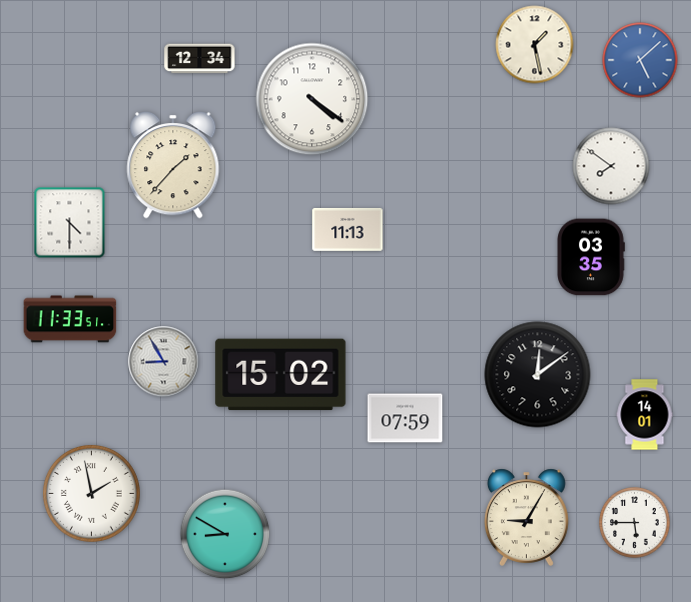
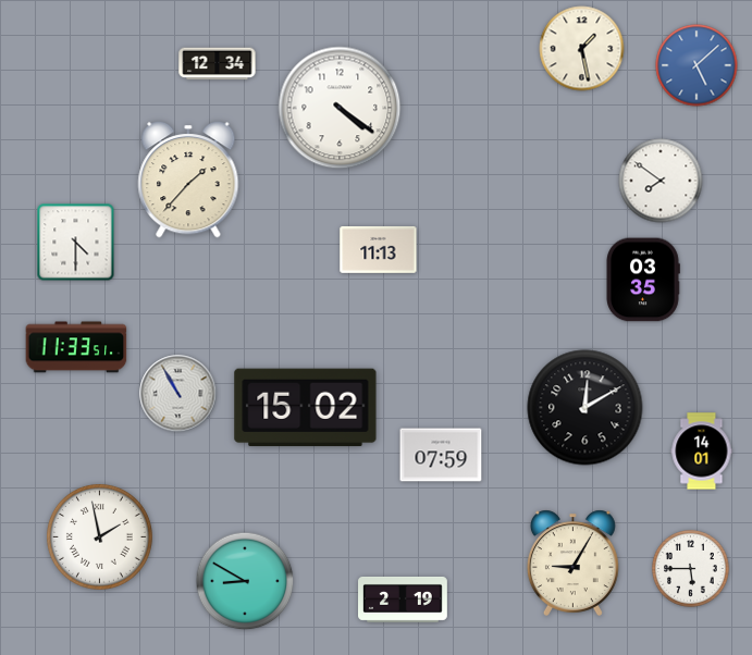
clock at (611, 166) position: (611, 166) -> (661, 181)
clock at (164, 362): 8:55 -> 10:55
clock at (538, 375): 12:09 -> 12:10
clock at (404, 600): none -> 2:19
